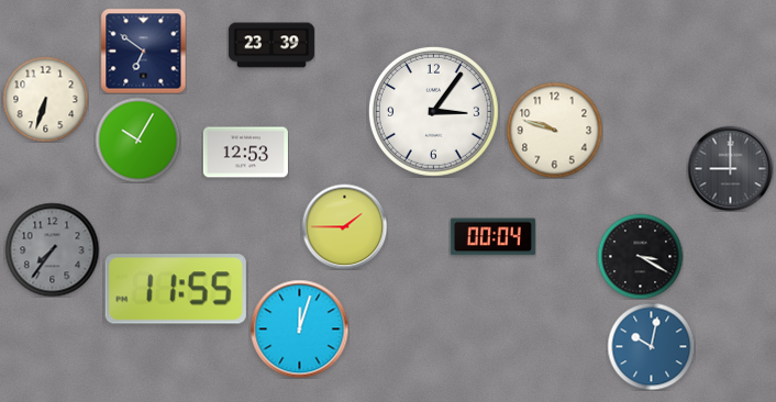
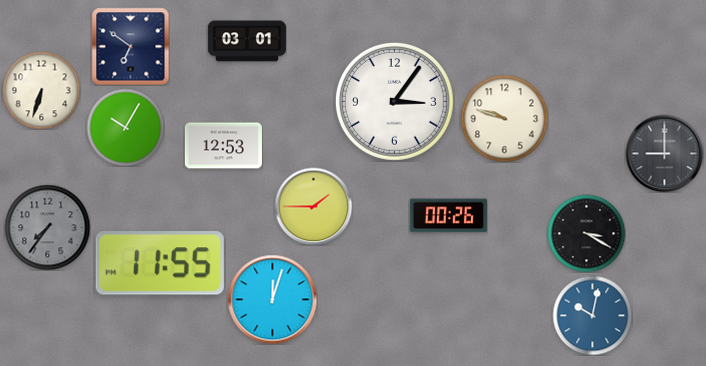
clock at (271, 45): 23:39 -> 03:01
clock at (245, 153) position: (245, 153) -> (223, 146)
clock at (492, 237): 00:04 -> 00:26
clock at (640, 256) position: (640, 256) -> (586, 233)
